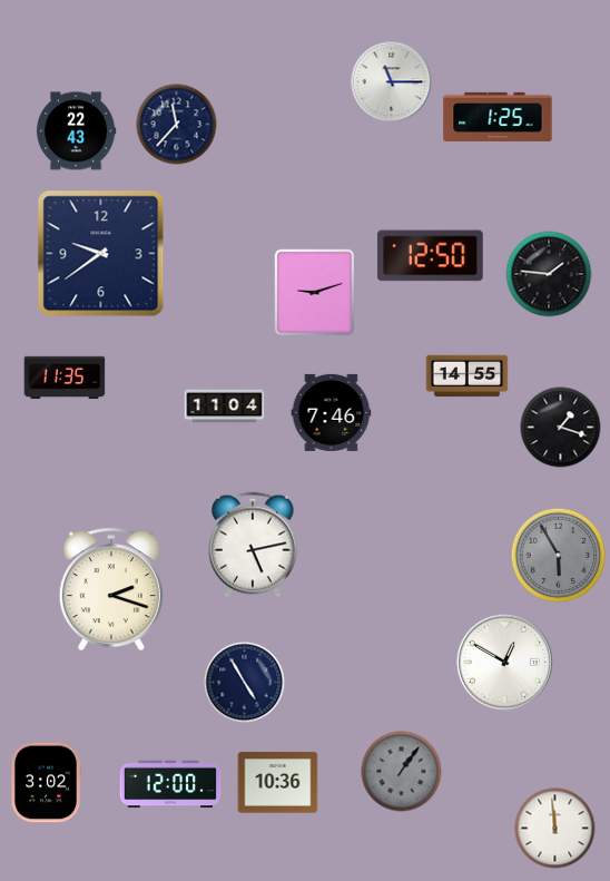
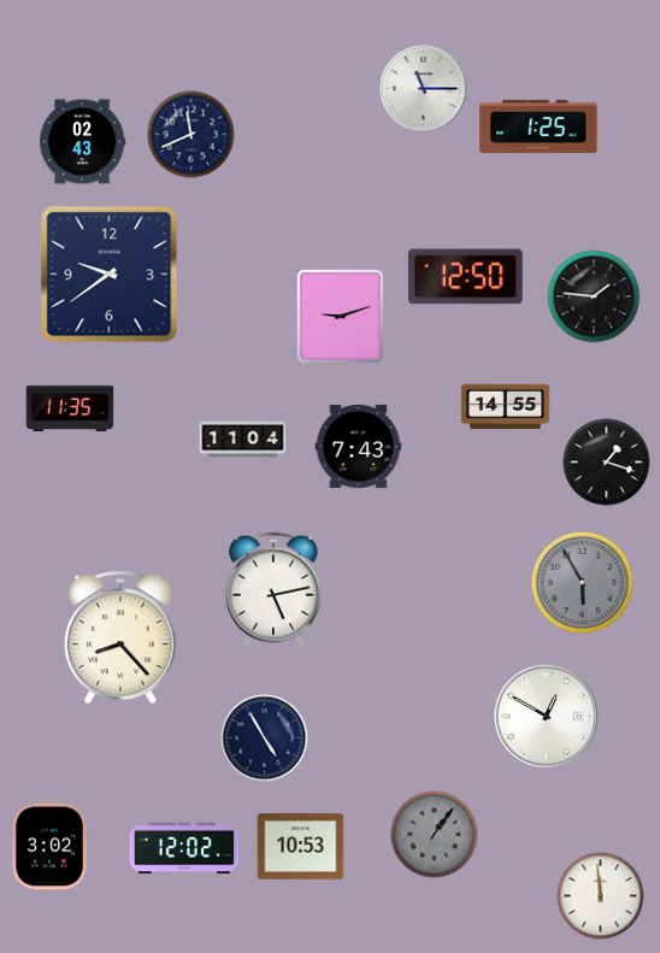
clock at (177, 125): 11:37 -> 11:41
clock at (76, 131): 22:43 -> 02:43
clock at (332, 412): 7:46 -> 7:43
clock at (559, 556) position: (559, 556) -> (583, 583)
clock at (111, 589): 2:18 -> 8:23
clock at (278, 783): 10:36 -> 10:53
clock at (170, 784): 12:00 -> 12:02
